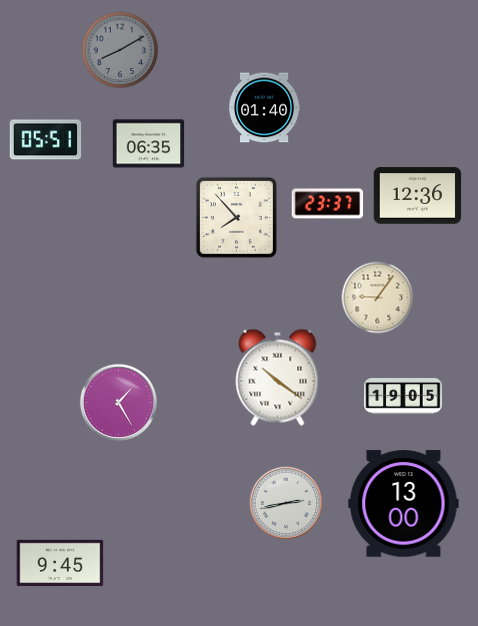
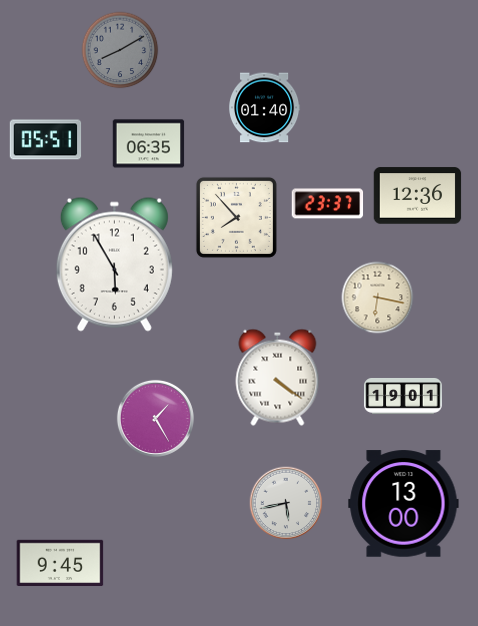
clock at (114, 264): none -> 5:55
clock at (378, 298): 9:06 -> 6:17
clock at (278, 377): 10:21 -> 4:21
clock at (403, 396): 19:05 -> 19:01
clock at (118, 402) position: (118, 402) -> (155, 418)
clock at (286, 503): 2:43 -> 5:43
